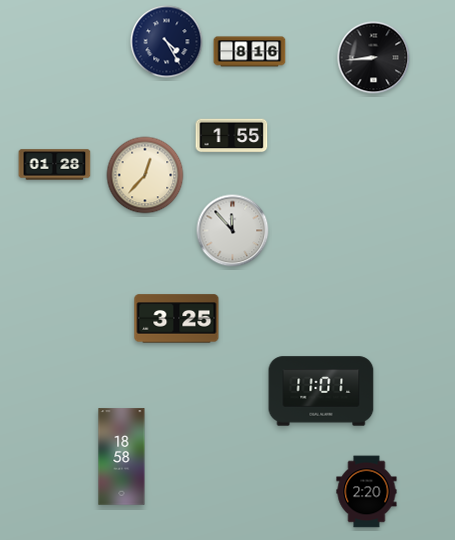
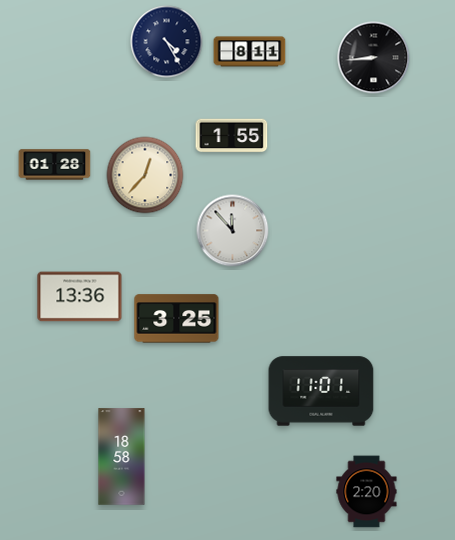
clock at (250, 52): 8:16 -> 8:11
clock at (80, 297): none -> 13:36
